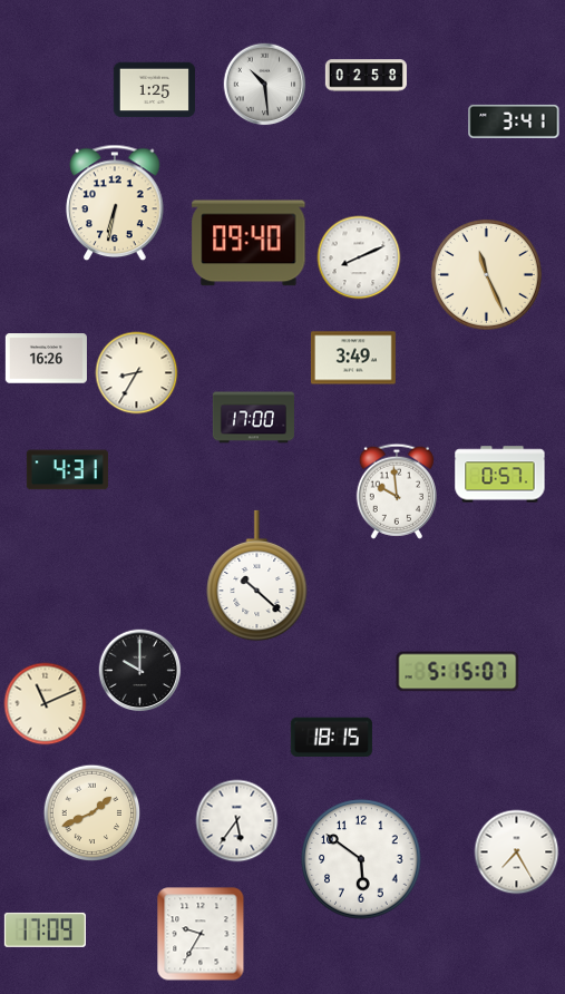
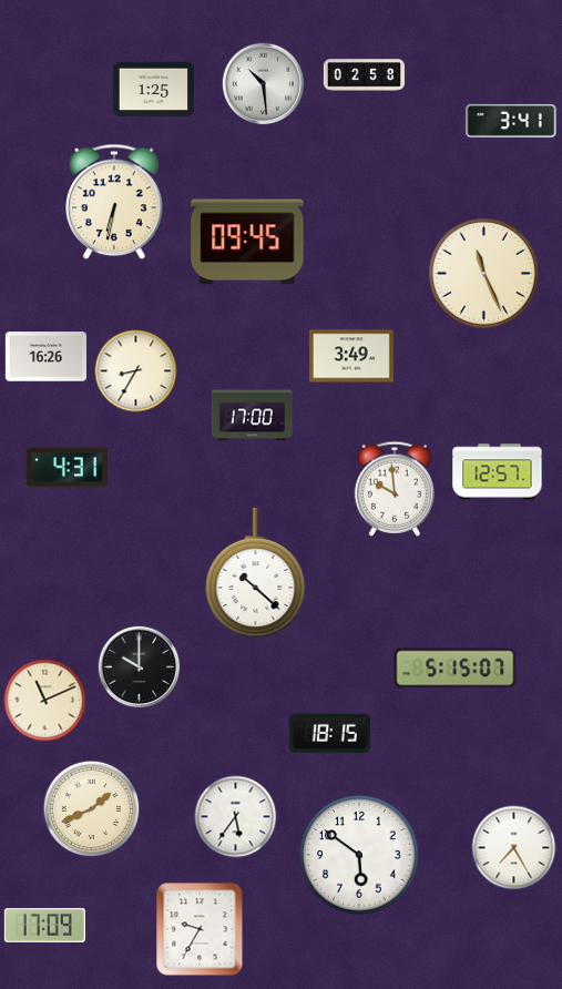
clock at (249, 243): 09:40 -> 09:45
clock at (359, 257): 8:11 -> none
clock at (500, 475): 0:57 -> 12:57
